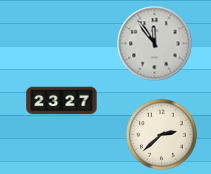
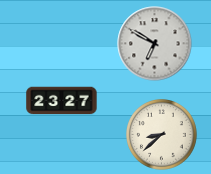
clock at (155, 44): 11:54 -> 6:50
clock at (162, 135): 2:38 -> 8:38
